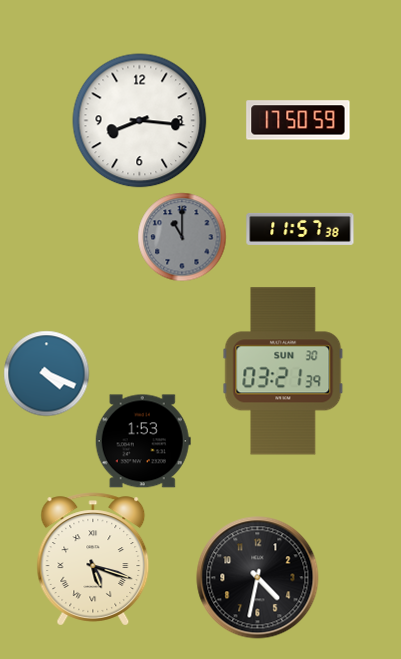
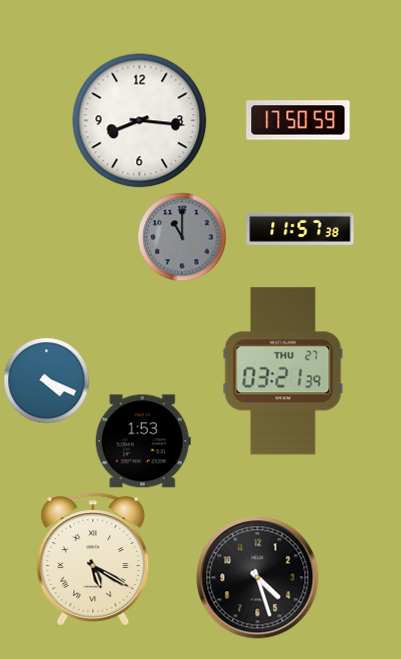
clock at (283, 371) date: SUN 30 -> THU 27
clock at (46, 373) position: (46, 373) -> (46, 380)
clock at (93, 559): 5:18 -> 5:20
clock at (258, 578): 4:32 -> 4:27
